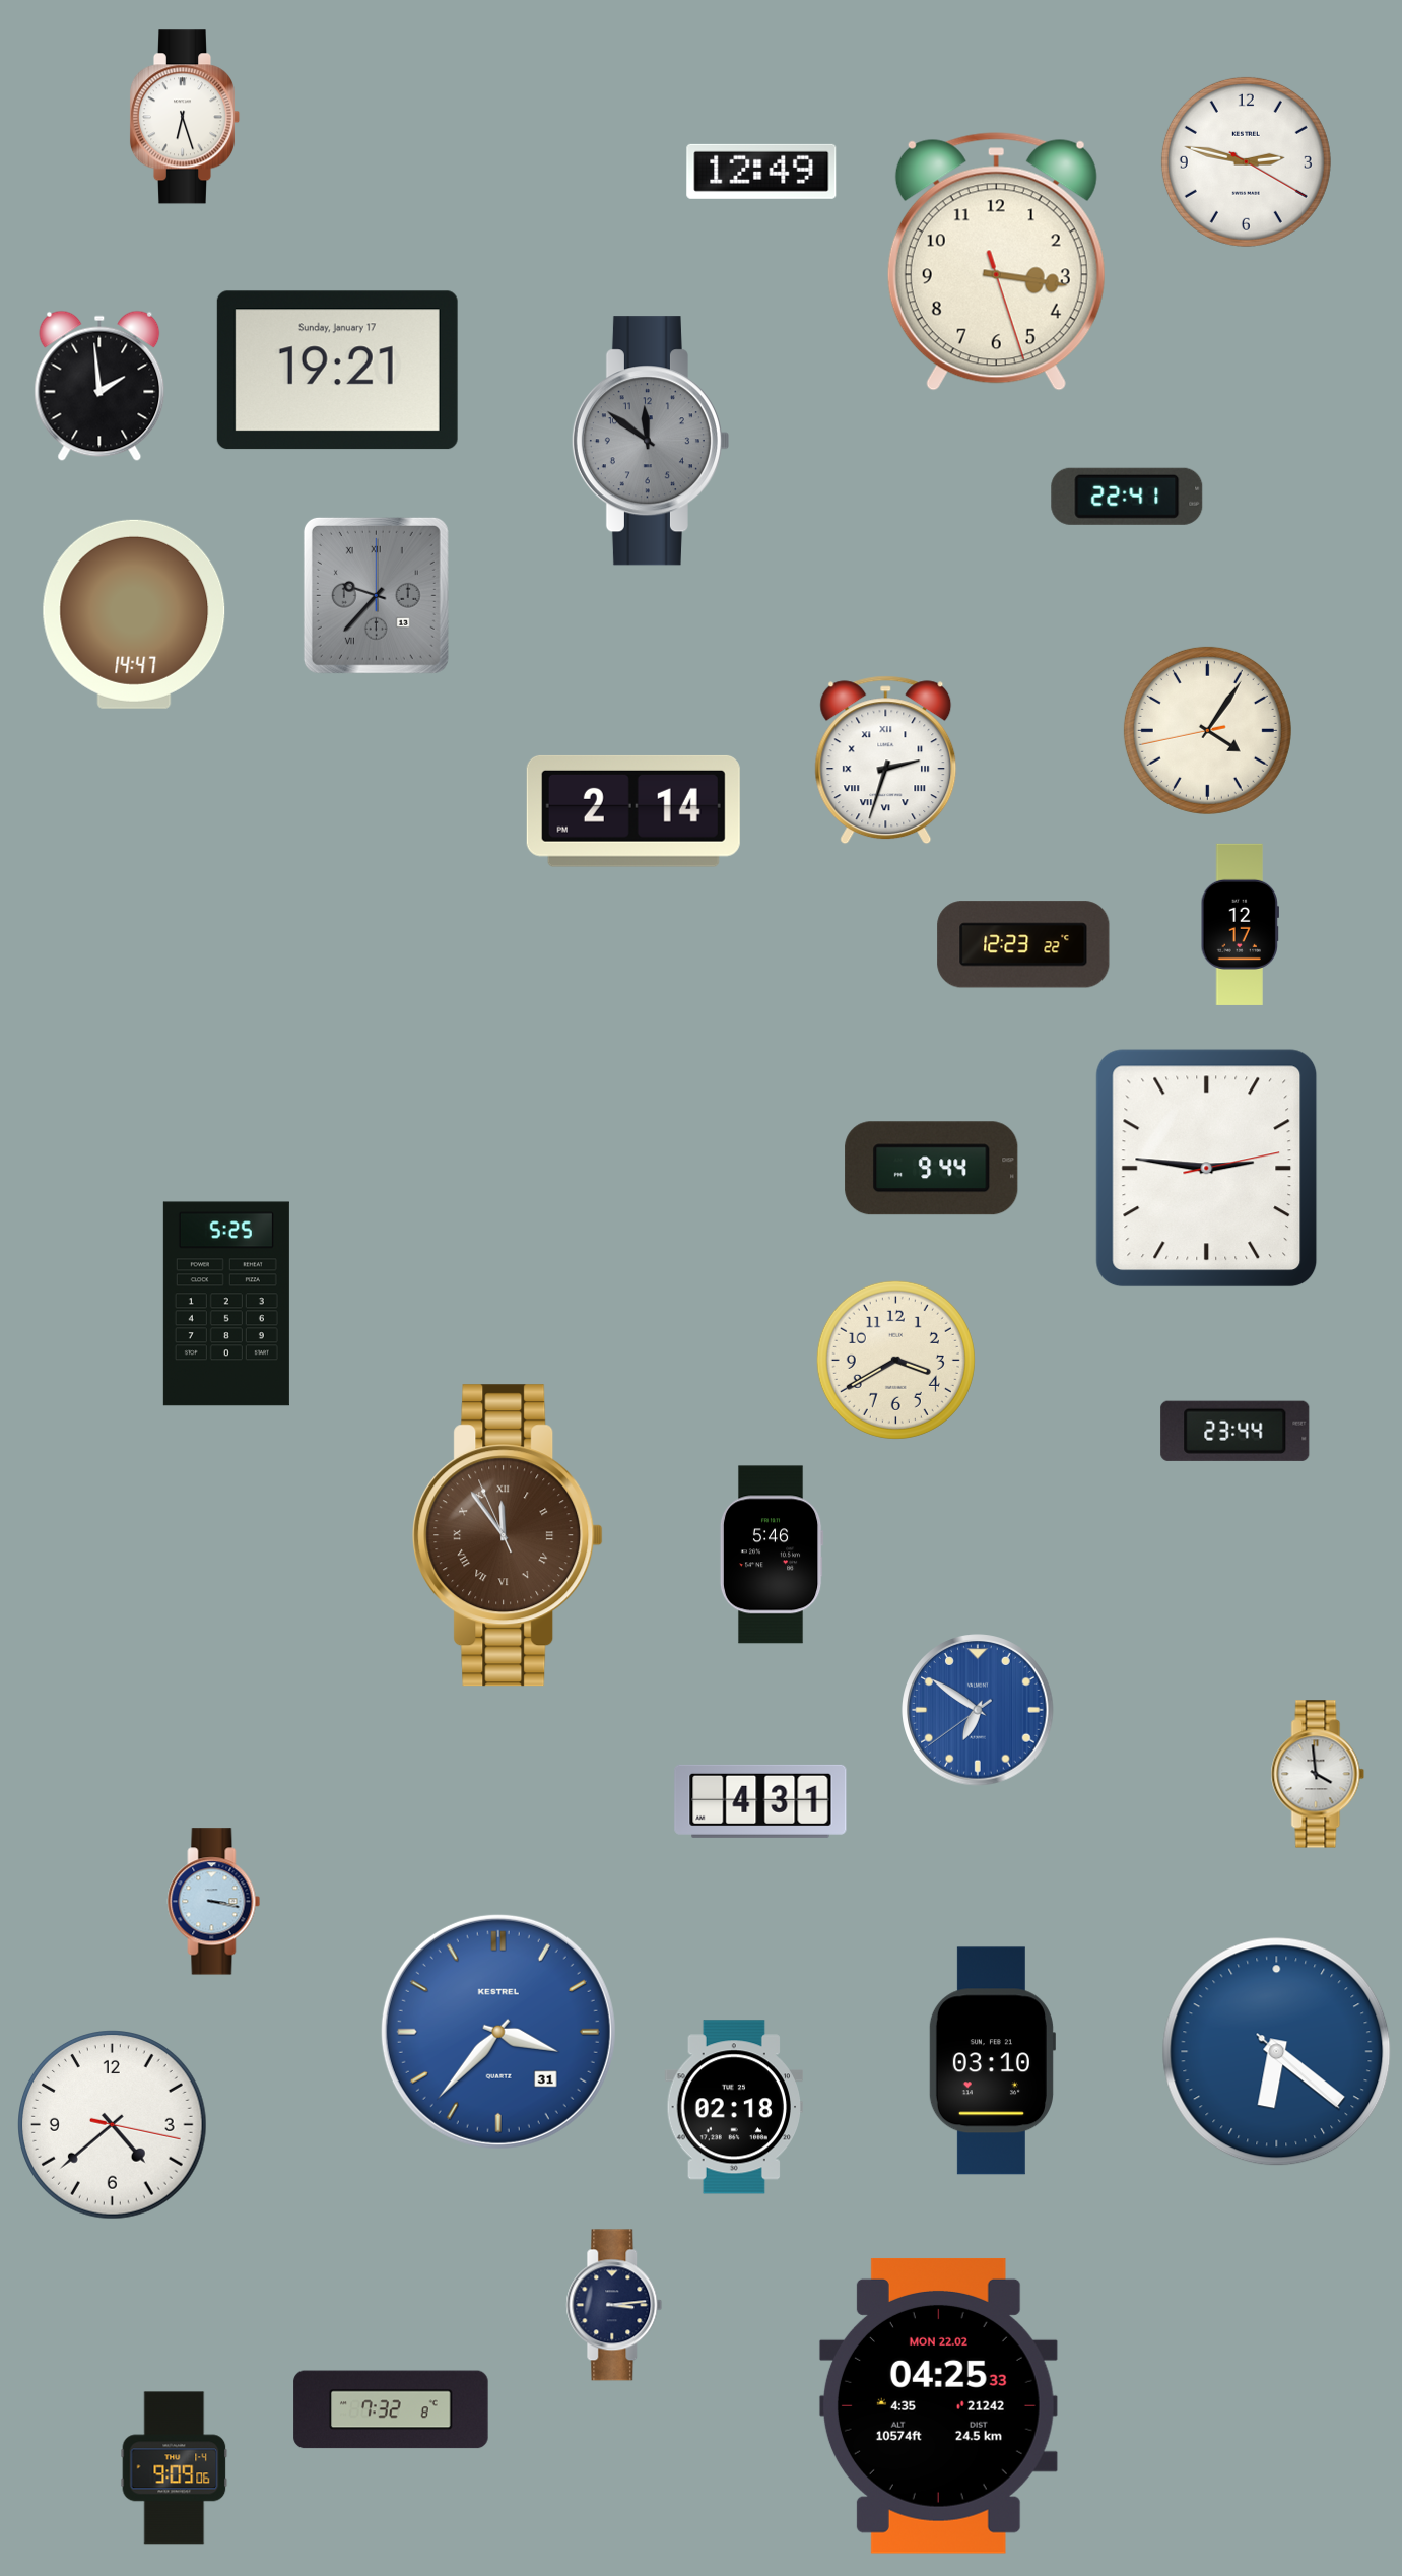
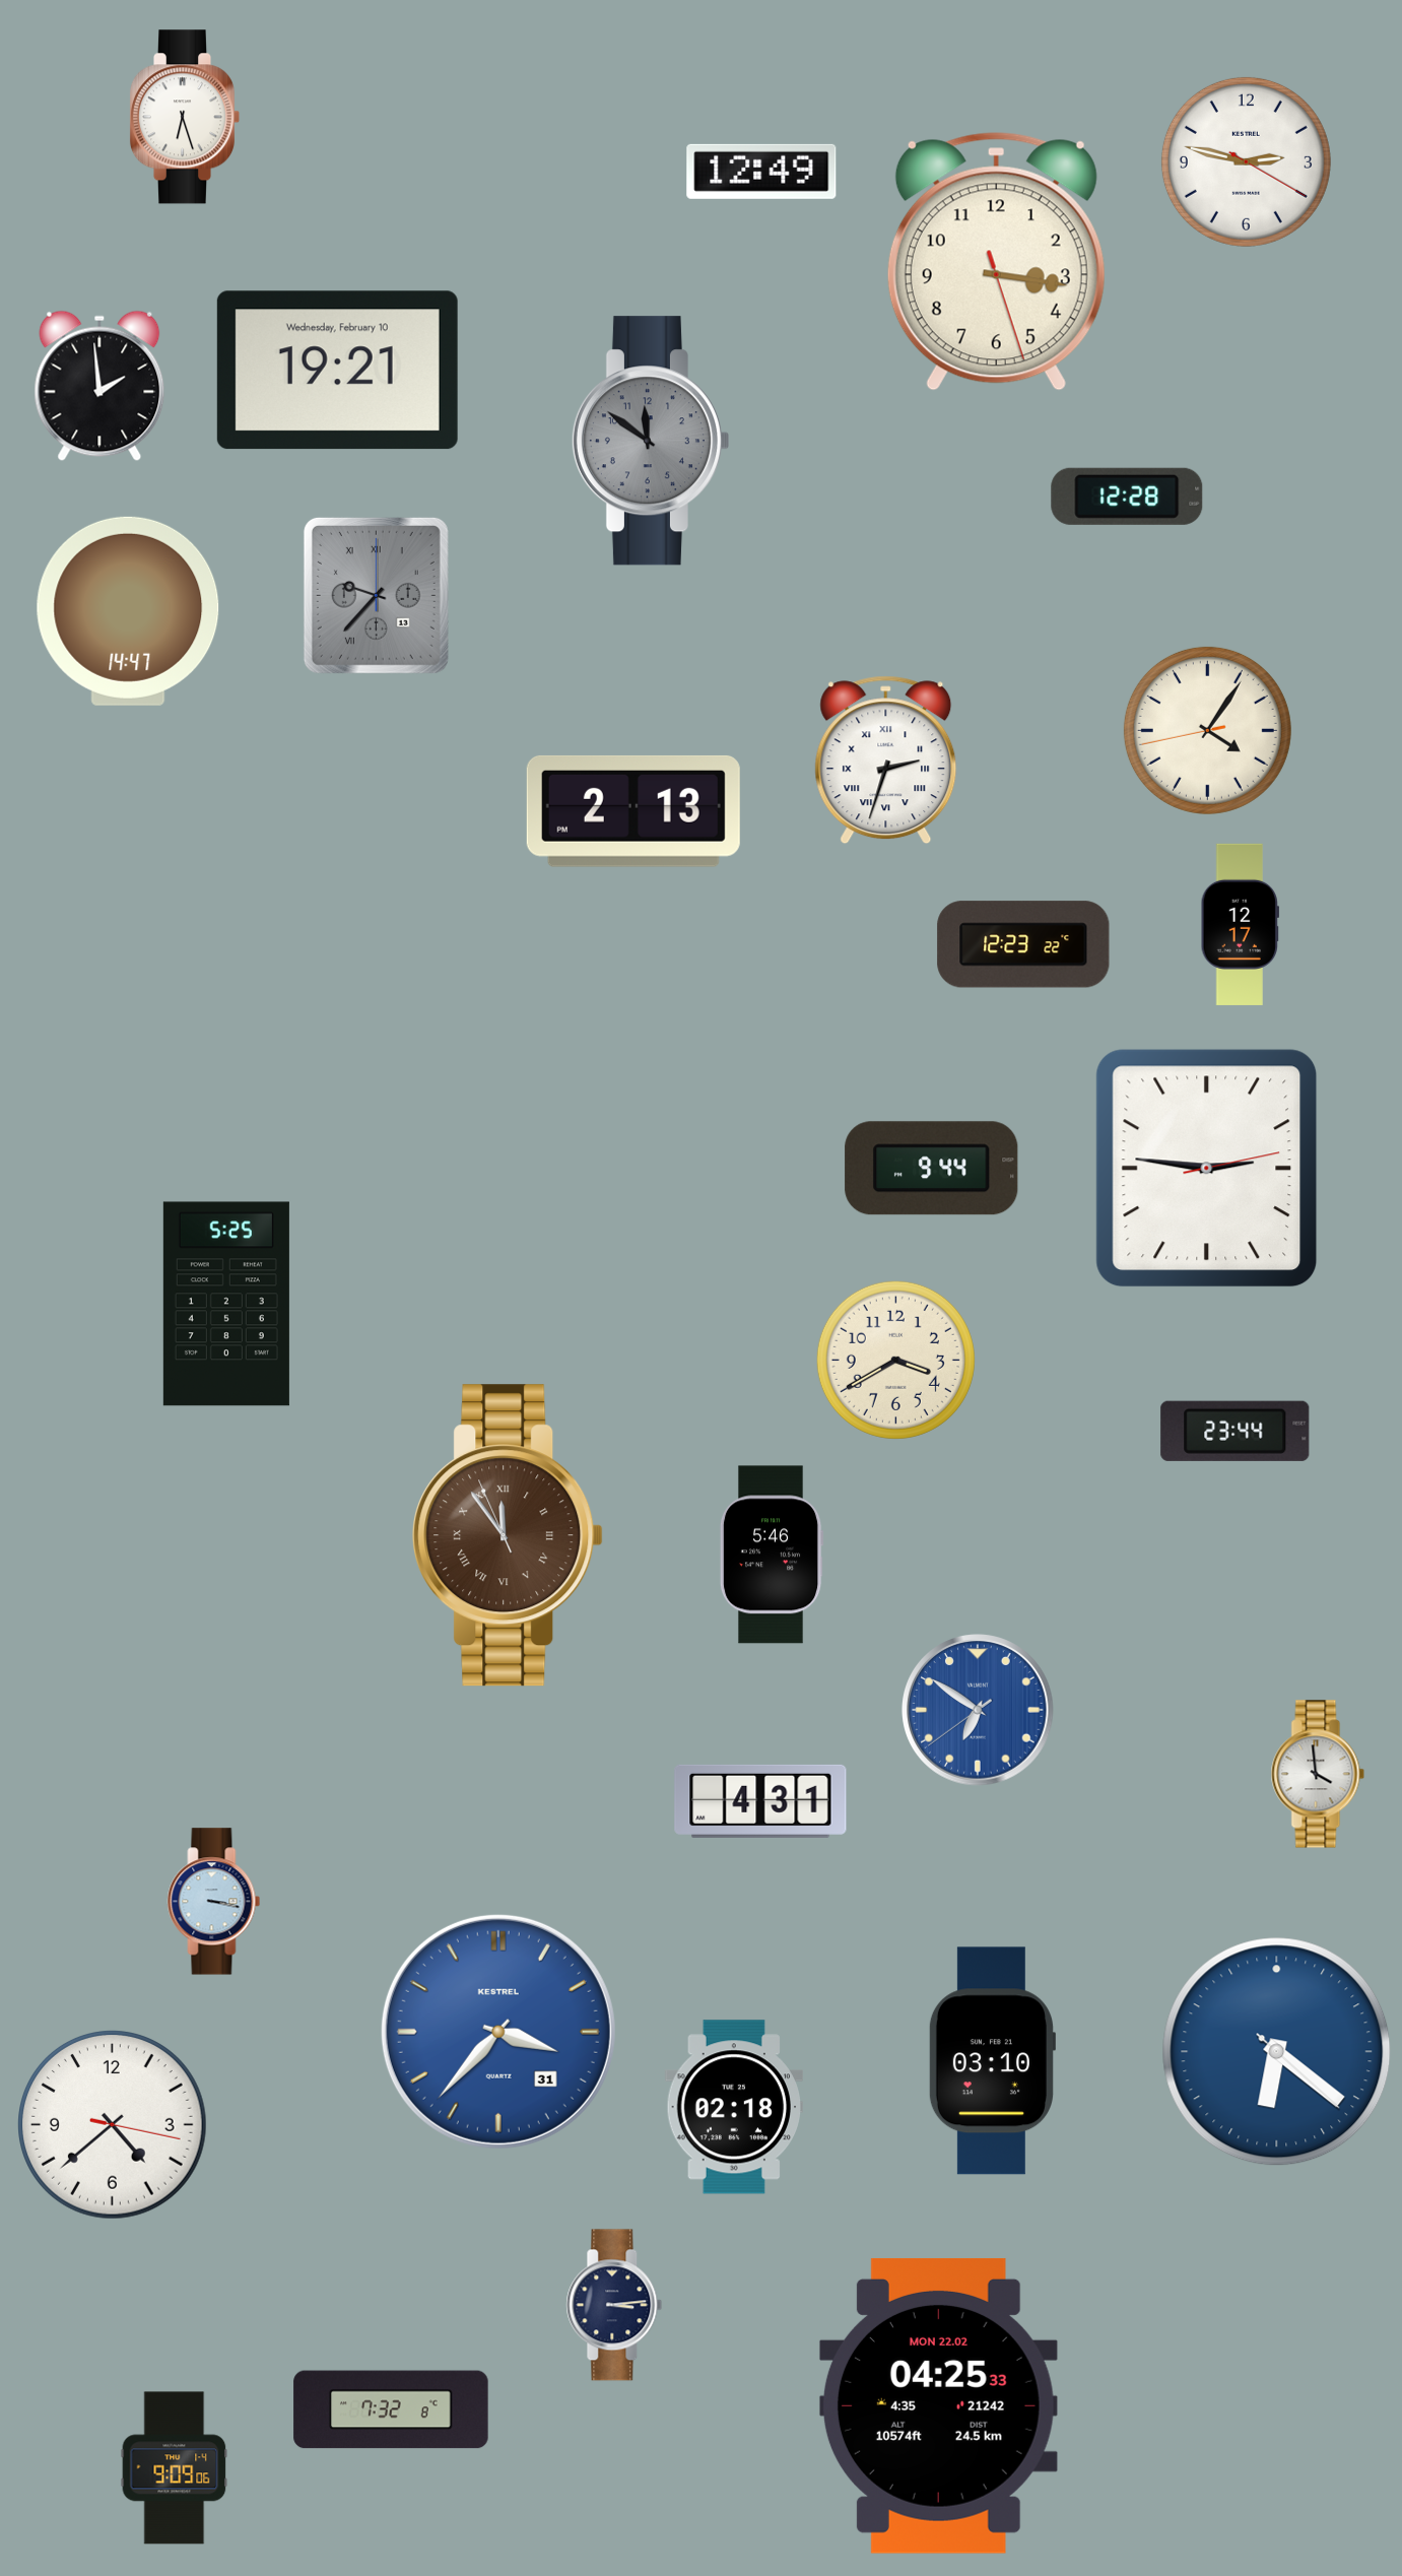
clock at (337, 371) date: Sunday, January 17 -> Wednesday, February 10
clock at (1127, 497): 22:41 -> 12:28
clock at (134, 614) position: (134, 614) -> (128, 611)
clock at (633, 811): 2:14 -> 2:13
